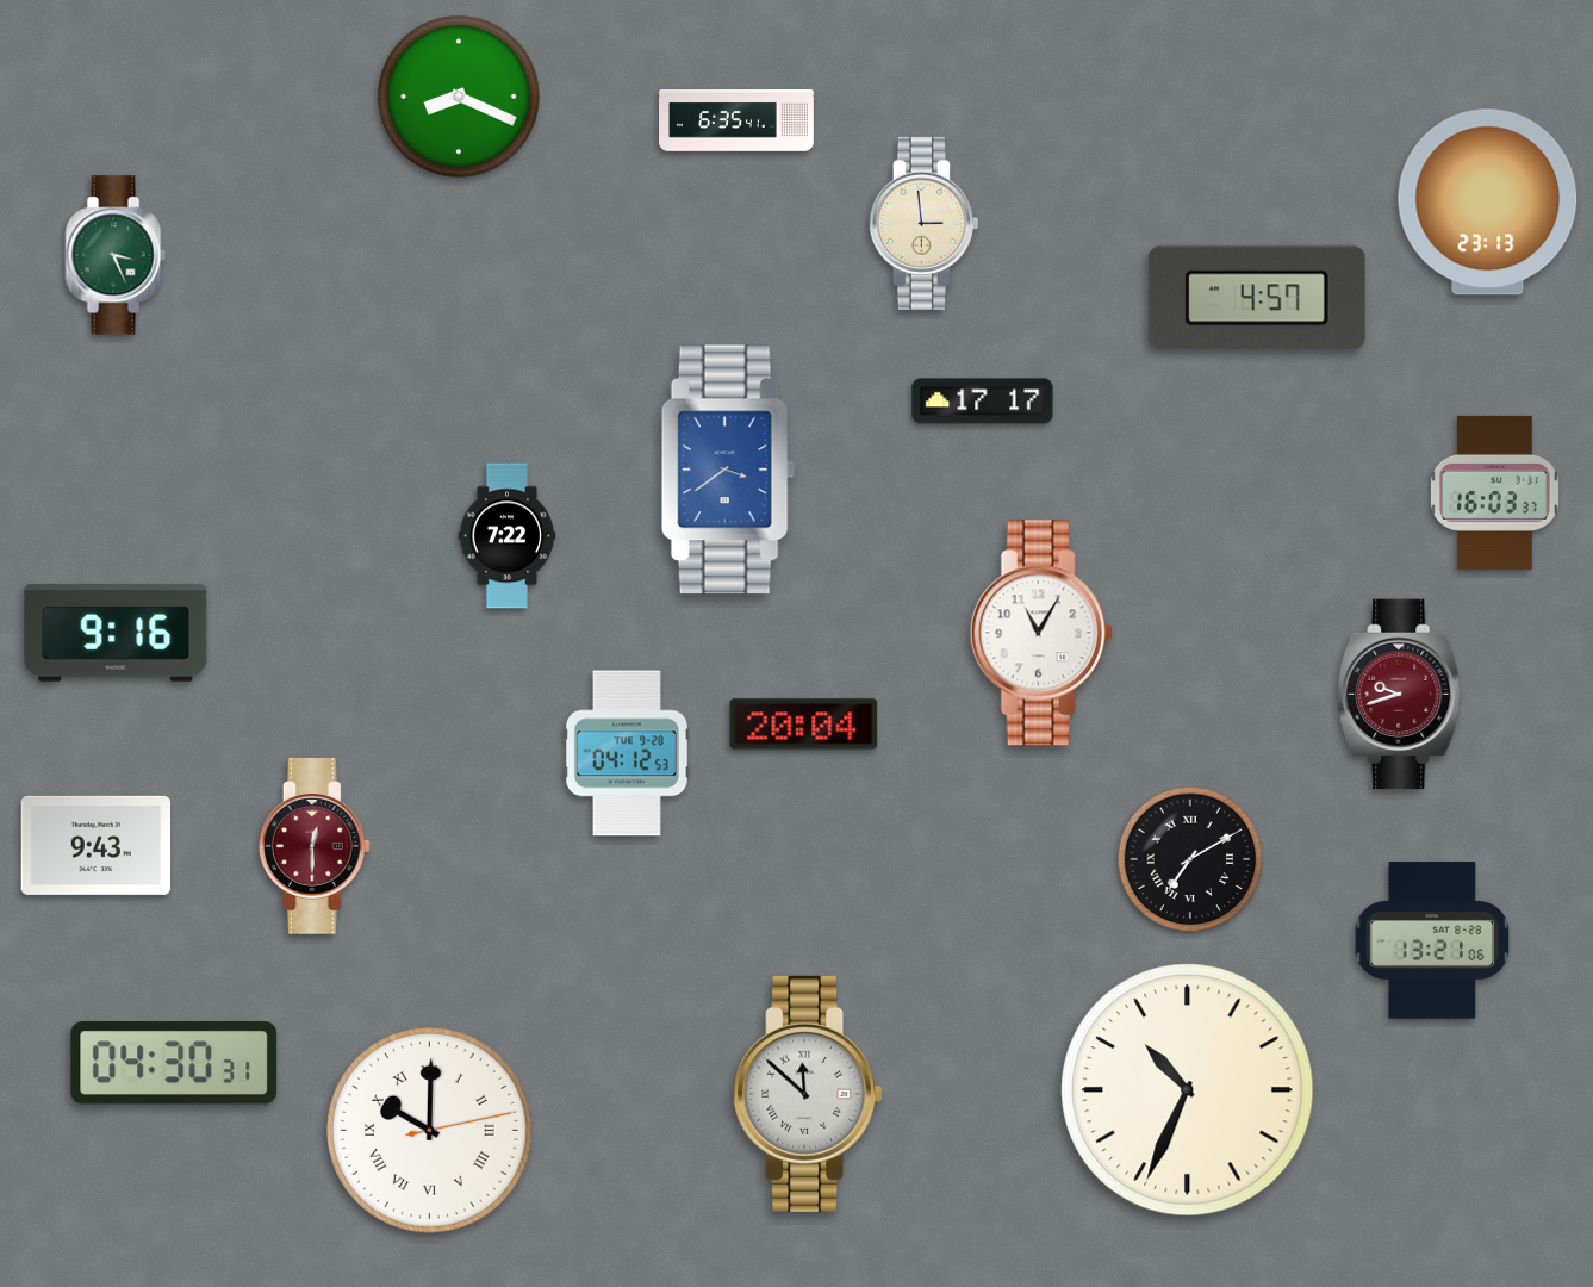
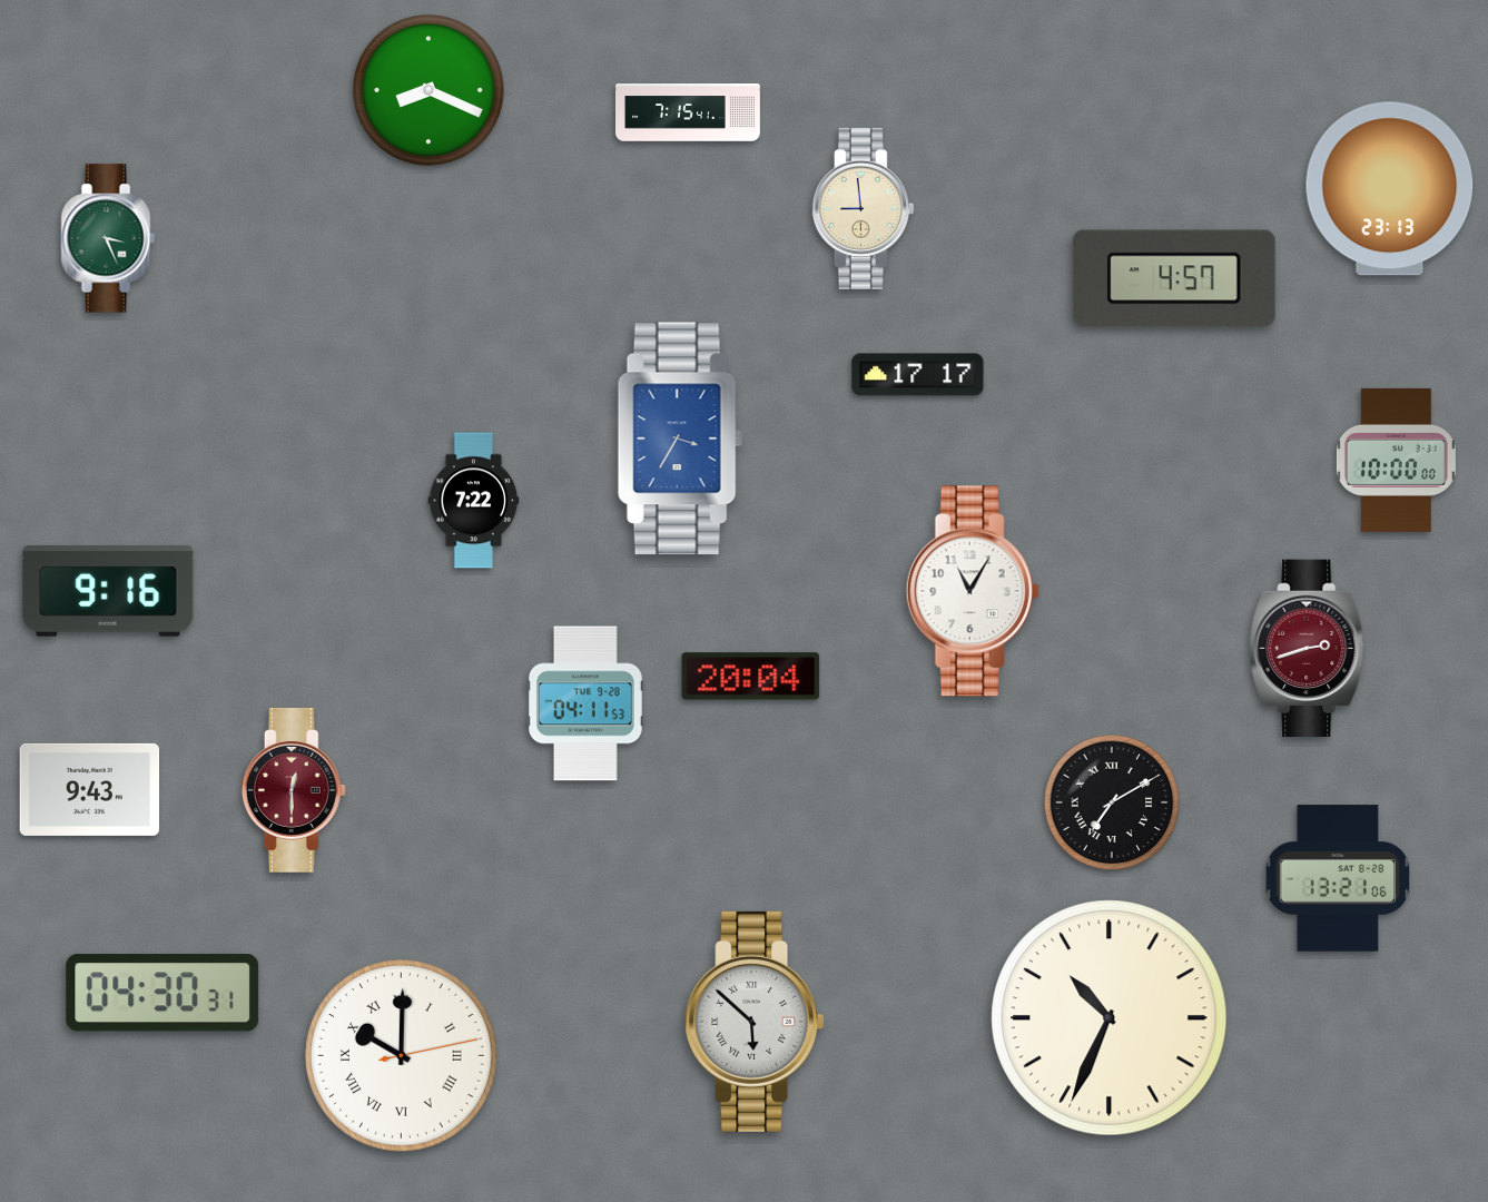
clock at (738, 120): 6:35 -> 7:15
clock at (923, 223): 2:59 -> 8:59
clock at (728, 470): 3:39 -> 3:35
clock at (1494, 492): 16:03 -> 10:00
clock at (1400, 695): 9:42 -> 2:42
clock at (627, 753): 04:12 -> 04:11
clock at (808, 1094): 11:52 -> 5:52
